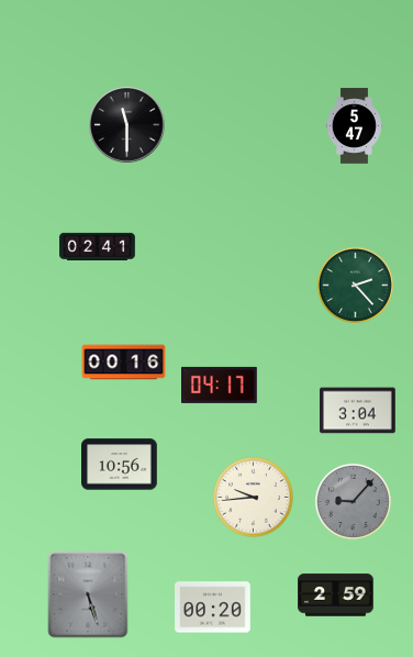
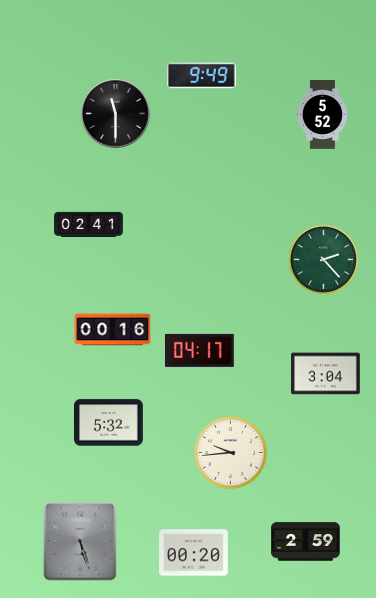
clock at (202, 76): none -> 9:49
clock at (354, 126): 5:47 -> 5:52
clock at (120, 465): 10:56 -> 5:32
clock at (353, 501): 9:07 -> none
